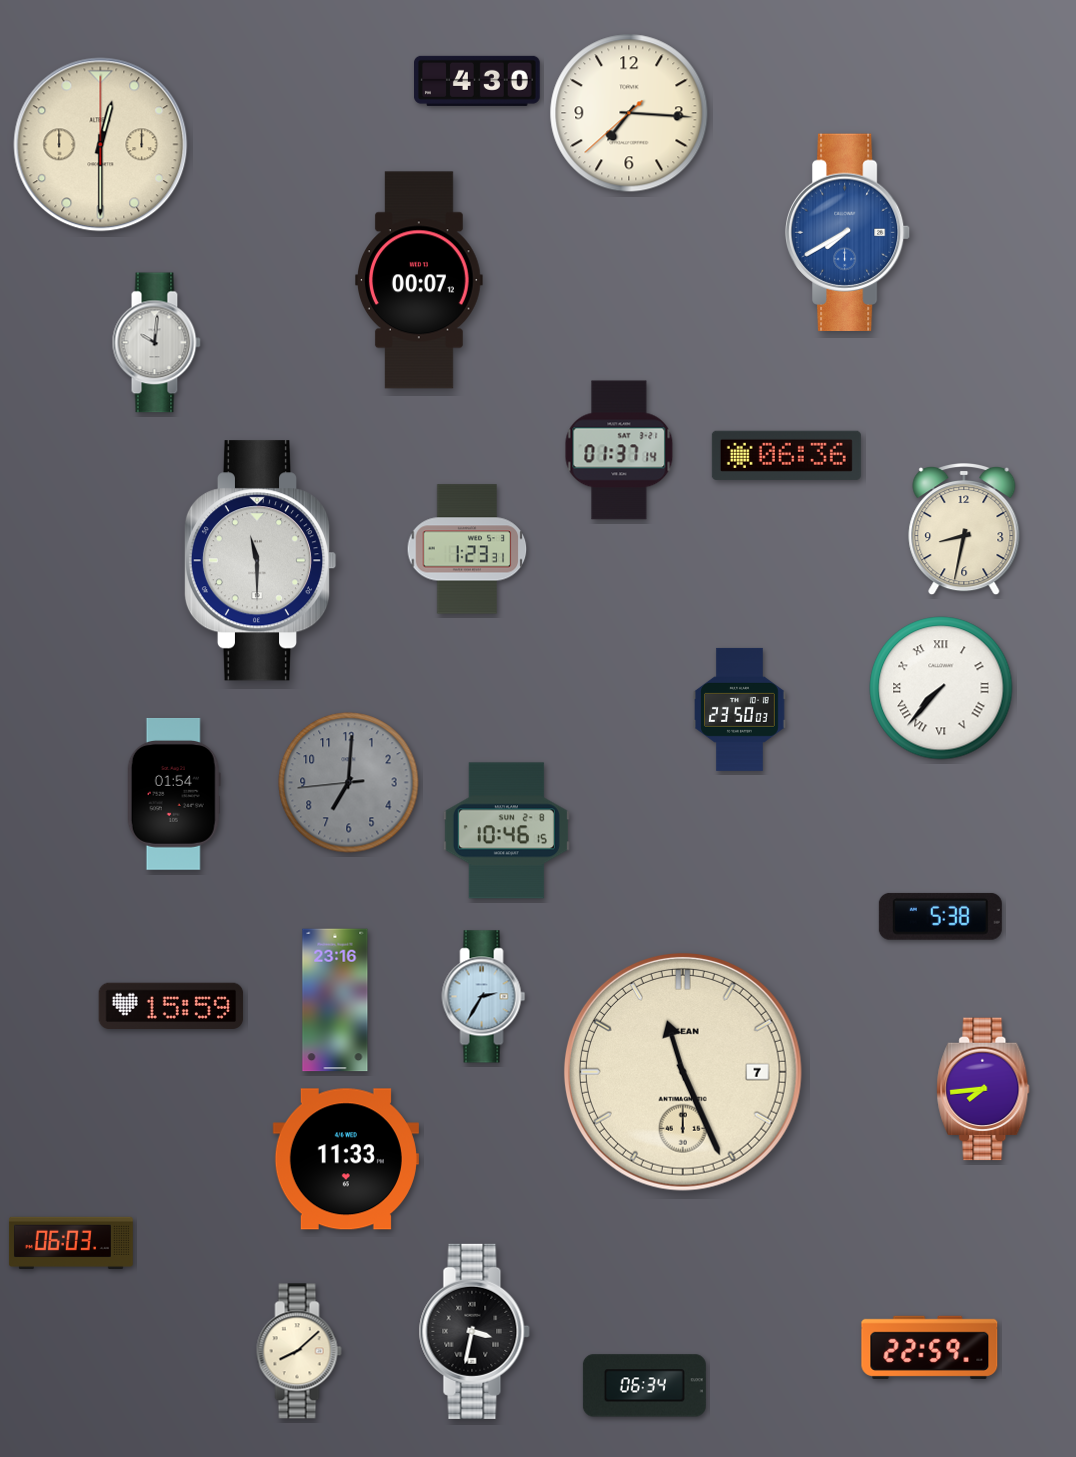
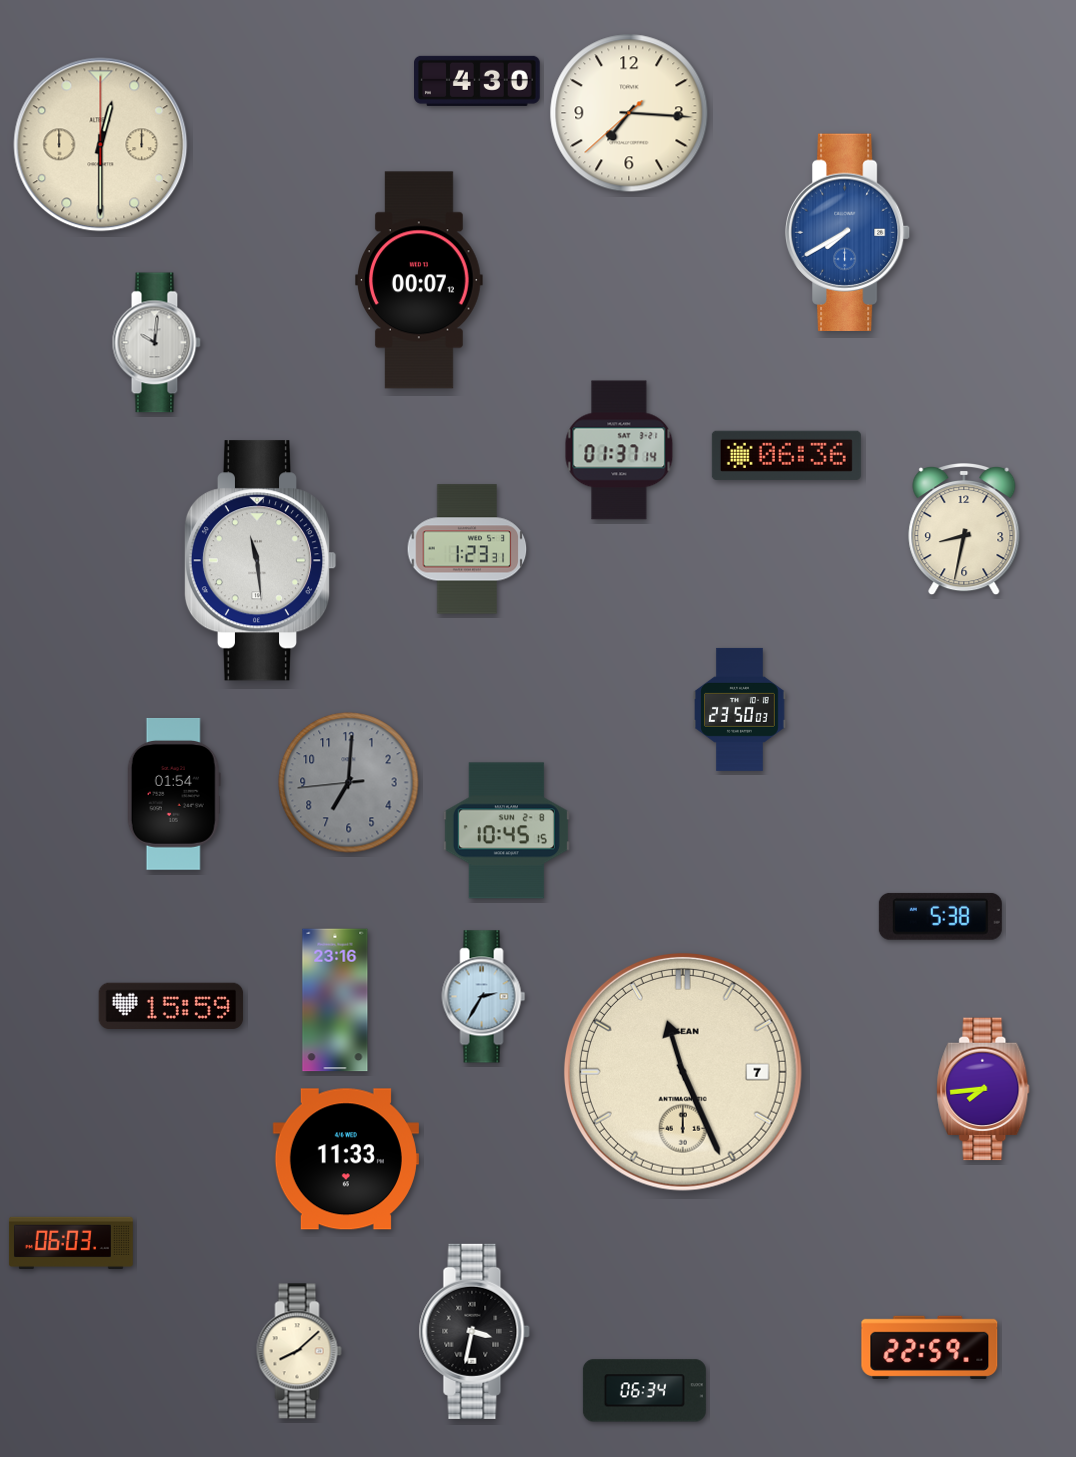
clock at (260, 561): 11:30 -> 11:29
clock at (941, 688): 7:37 -> none
clock at (506, 831): 10:46 -> 10:45
clock at (644, 1386) position: (644, 1386) -> (644, 1391)
